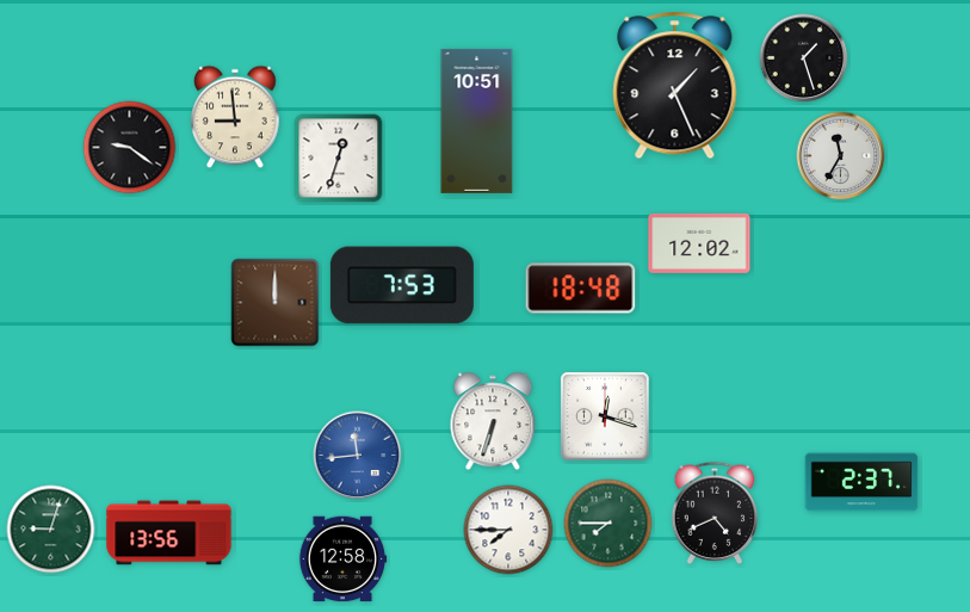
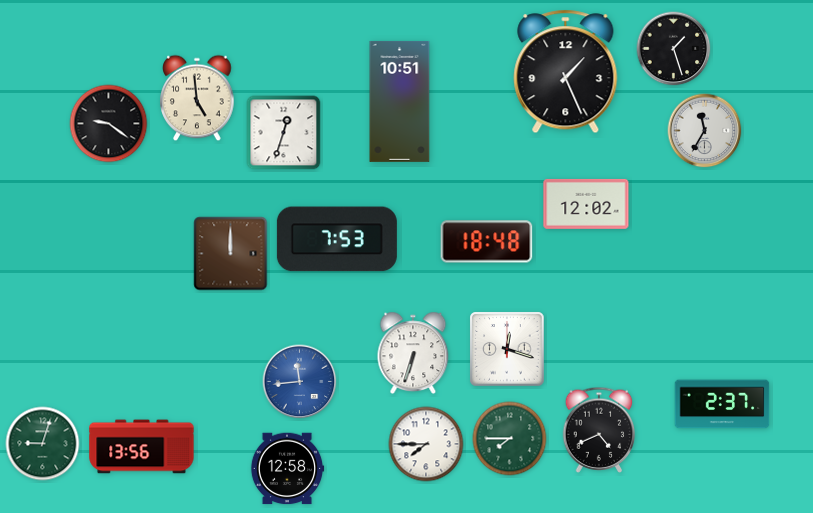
clock at (235, 117): 8:59 -> 4:59
